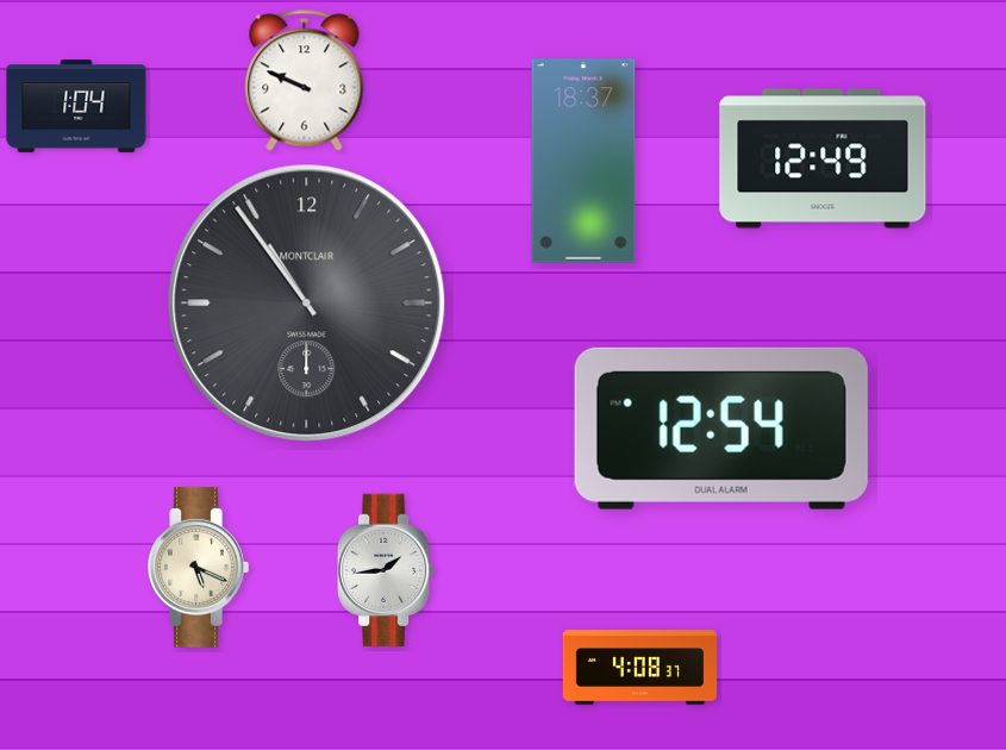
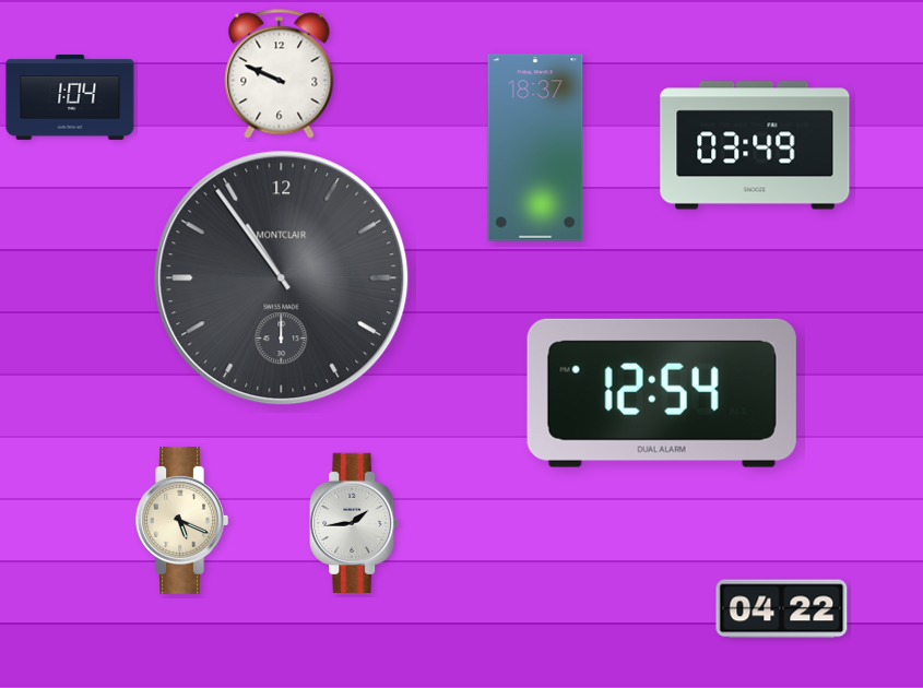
clock at (823, 158): 12:49 -> 03:49
clock at (782, 609): none -> 04:22
clock at (641, 668): 4:08 -> none
